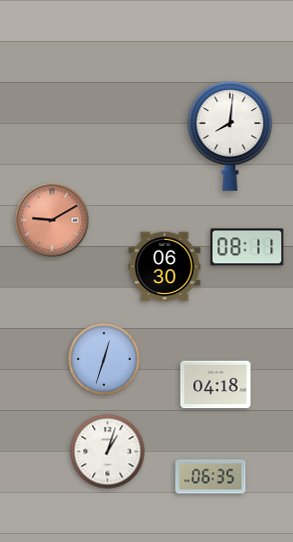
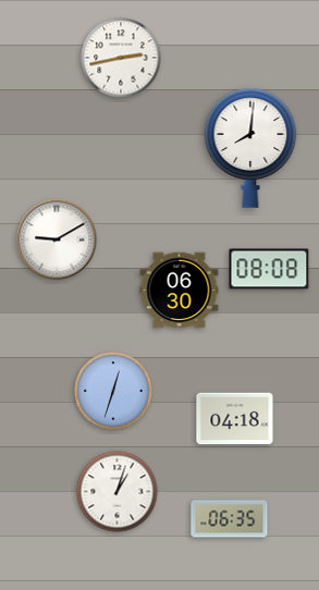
clock at (121, 58): none -> 2:43
clock at (52, 220) dial: salmon -> white
clock at (247, 247): 08:11 -> 08:08
